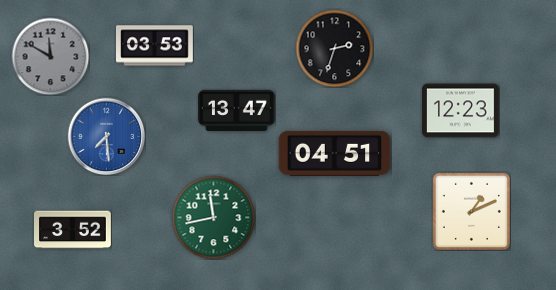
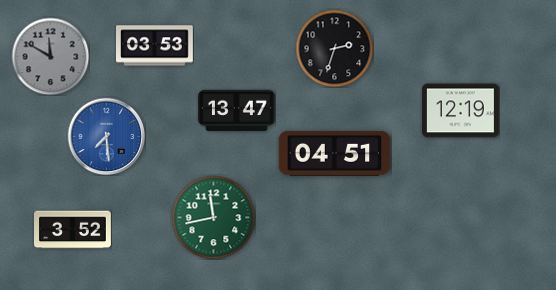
clock at (461, 111): 12:23 -> 12:19
clock at (471, 211): 1:11 -> none
